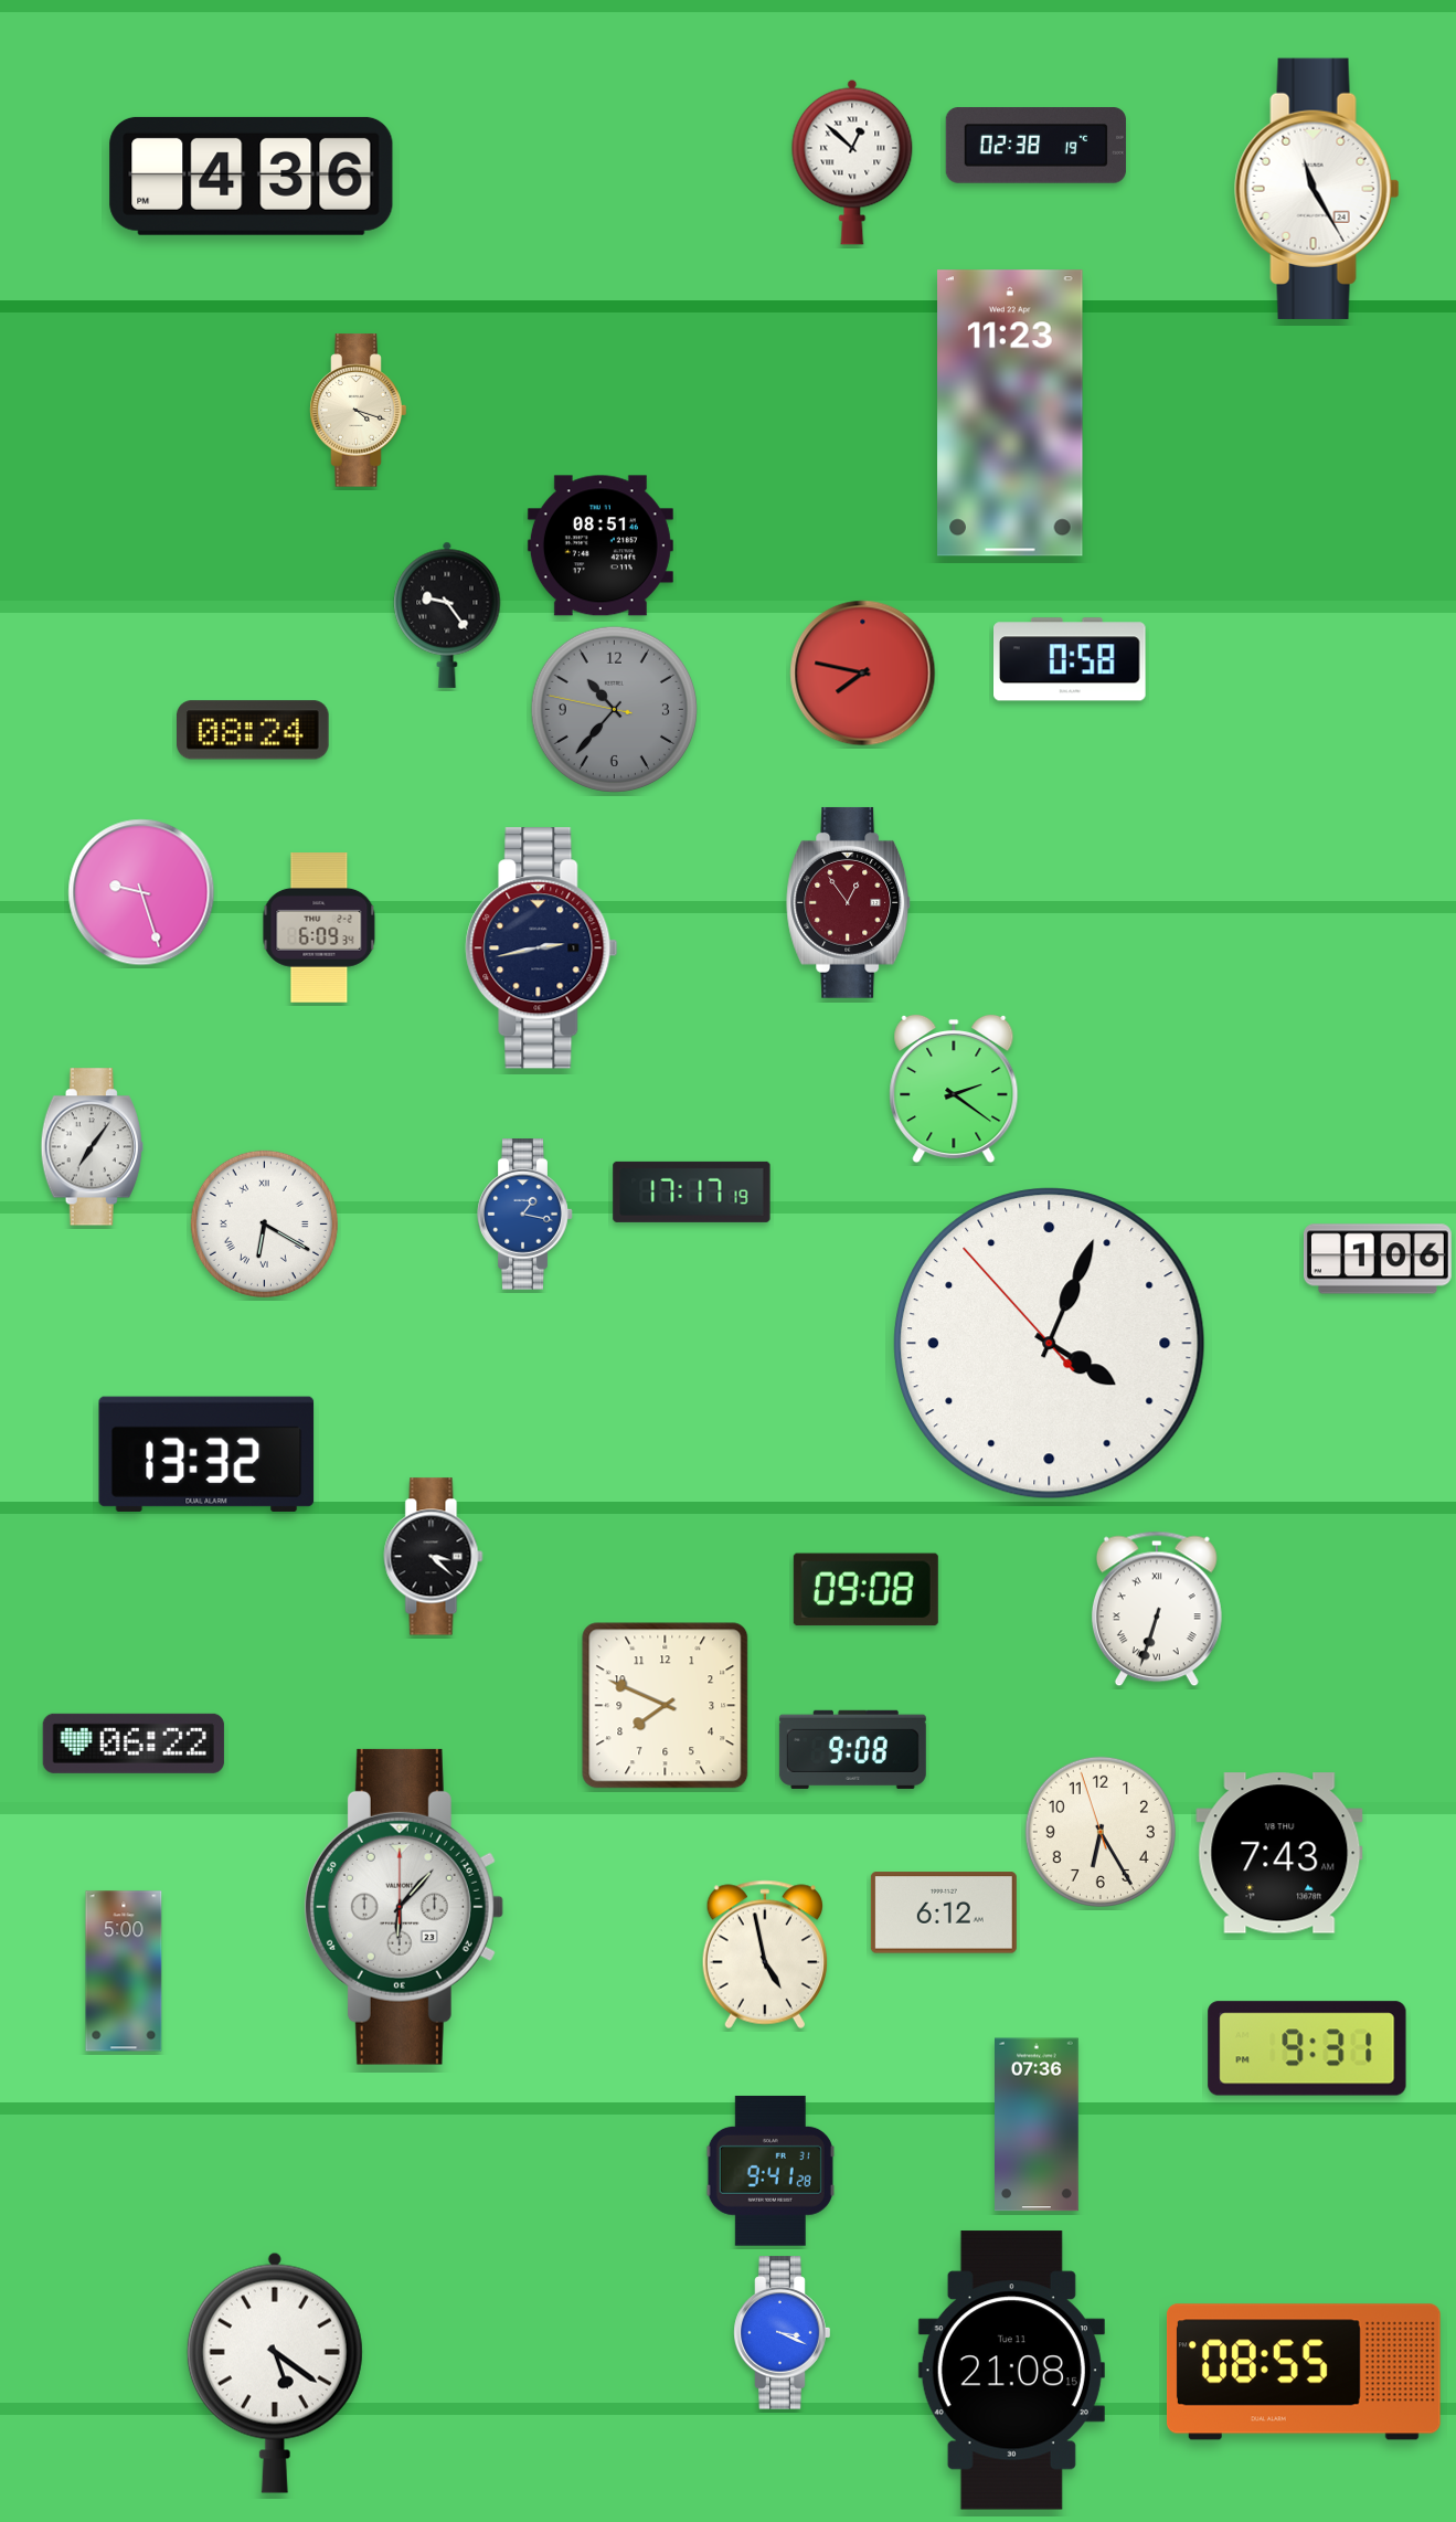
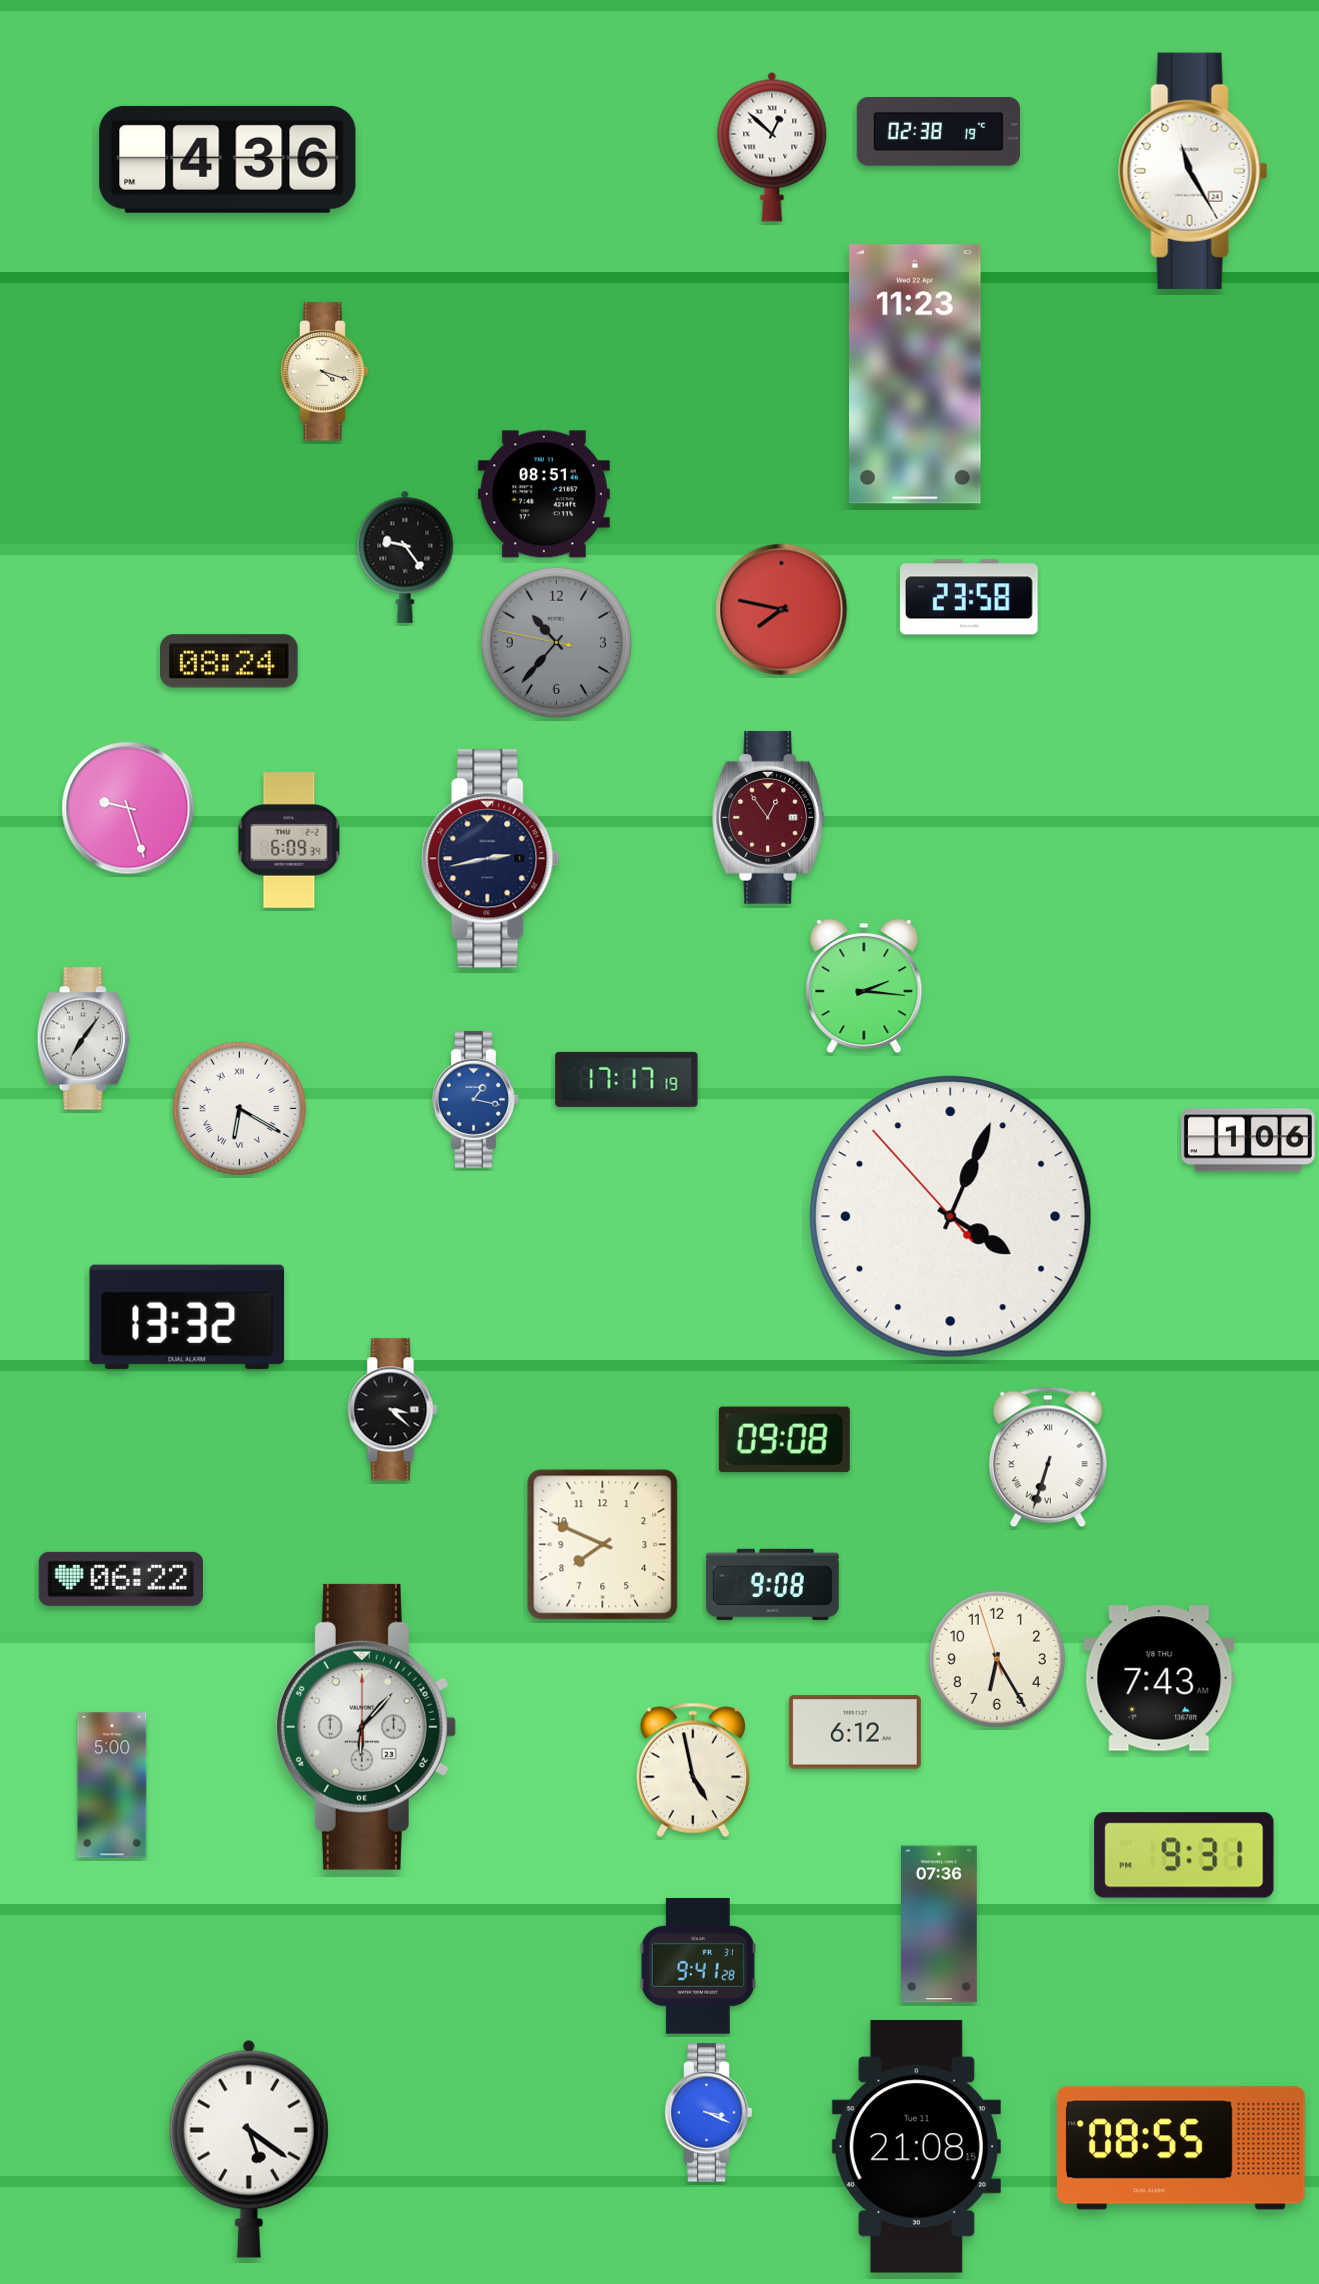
clock at (1071, 659): 0:58 -> 23:58
clock at (954, 1089): 2:21 -> 2:16
